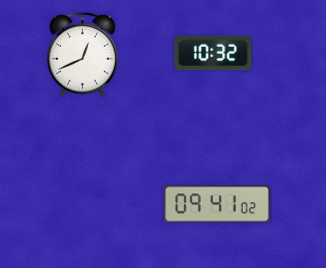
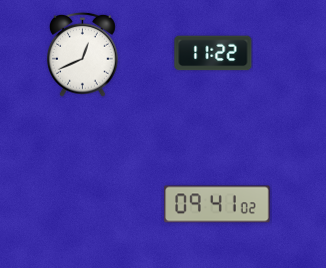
clock at (213, 53): 10:32 -> 11:22
